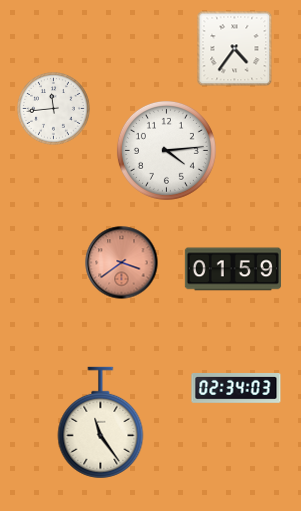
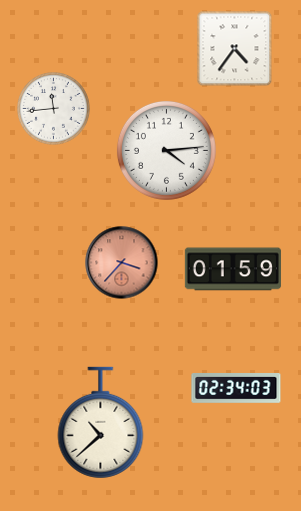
clock at (122, 263): 3:39 -> 3:37
clock at (101, 423): 11:24 -> 10:38
